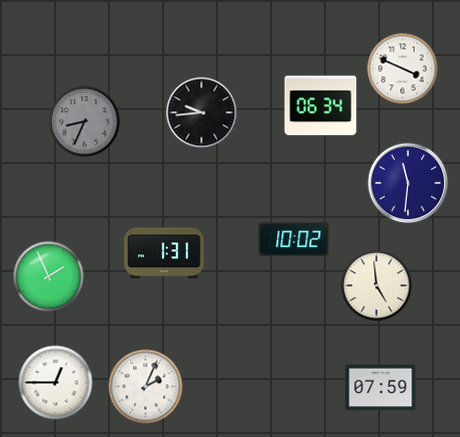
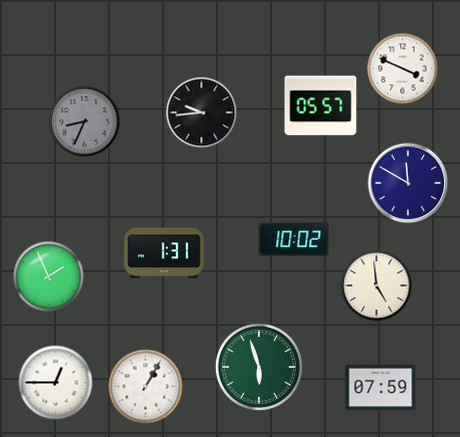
clock at (321, 106): 06:34 -> 05:57
clock at (408, 183): 11:31 -> 11:50
clock at (259, 367): none -> 5:57
clock at (146, 387): 2:04 -> 1:05
